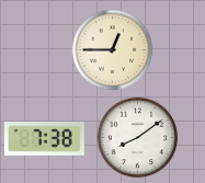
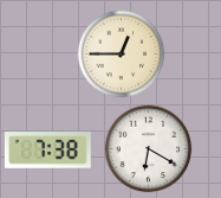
clock at (138, 138): 8:09 -> 6:20
